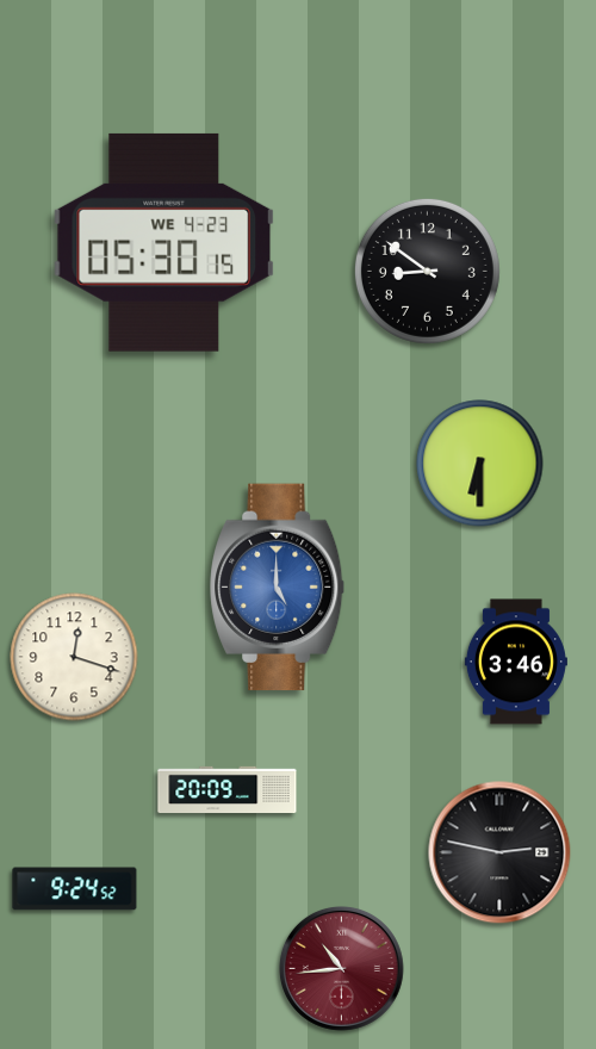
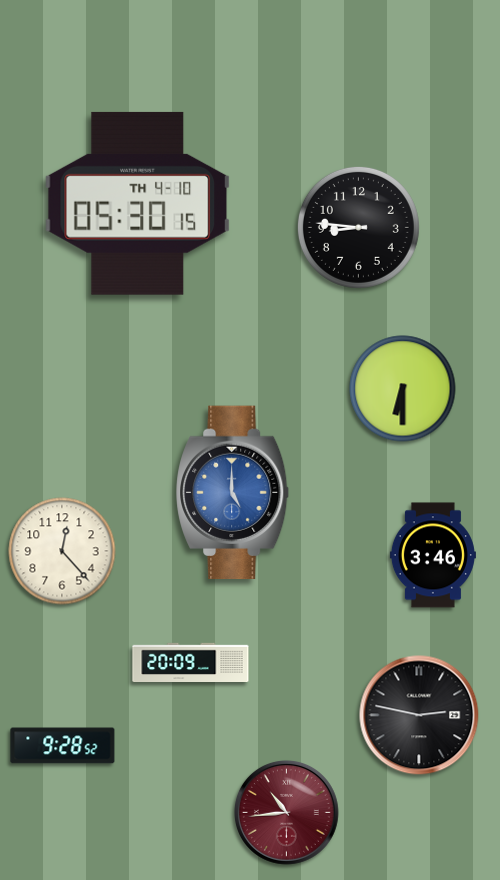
clock at (164, 242) date: WE 4-23 -> TH 4-10
clock at (427, 271): 8:51 -> 8:46
clock at (74, 657): 12:18 -> 12:23
clock at (75, 889): 9:24 -> 9:28
